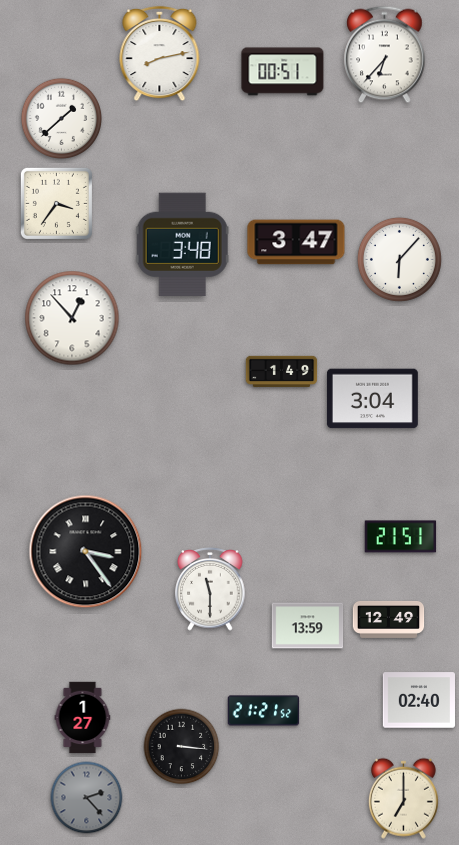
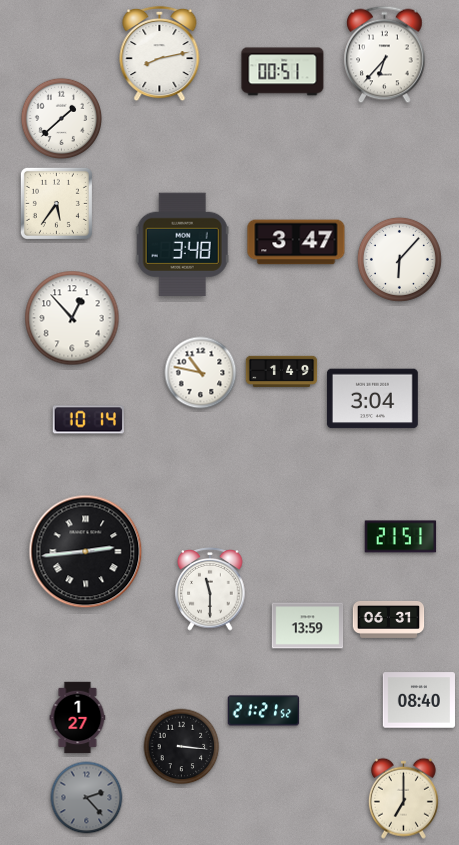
clock at (56, 203): 3:36 -> 5:36
clock at (201, 373): none -> 10:47
clock at (88, 420): none -> 10:14
clock at (86, 552): 3:24 -> 2:44
clock at (389, 619): 12:49 -> 06:31
clock at (418, 700): 02:40 -> 08:40
clock at (83, 718) position: (83, 718) -> (78, 718)
